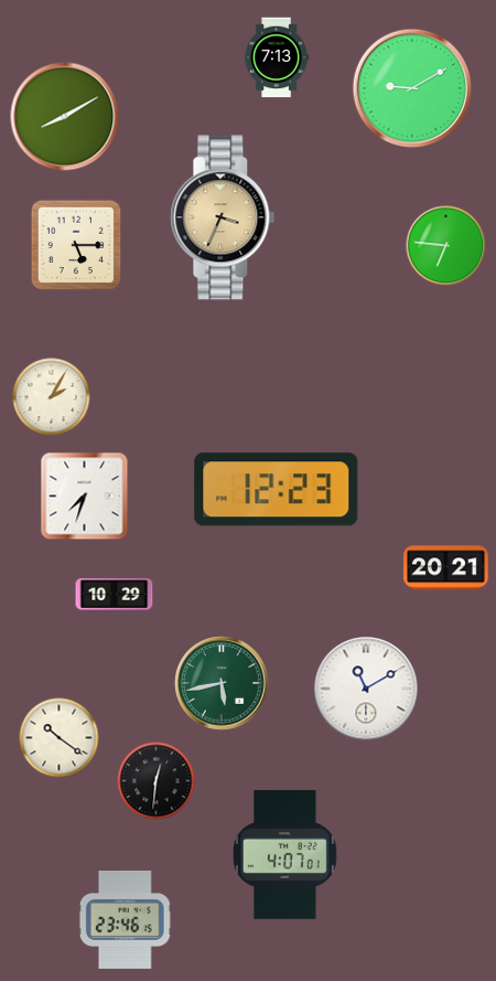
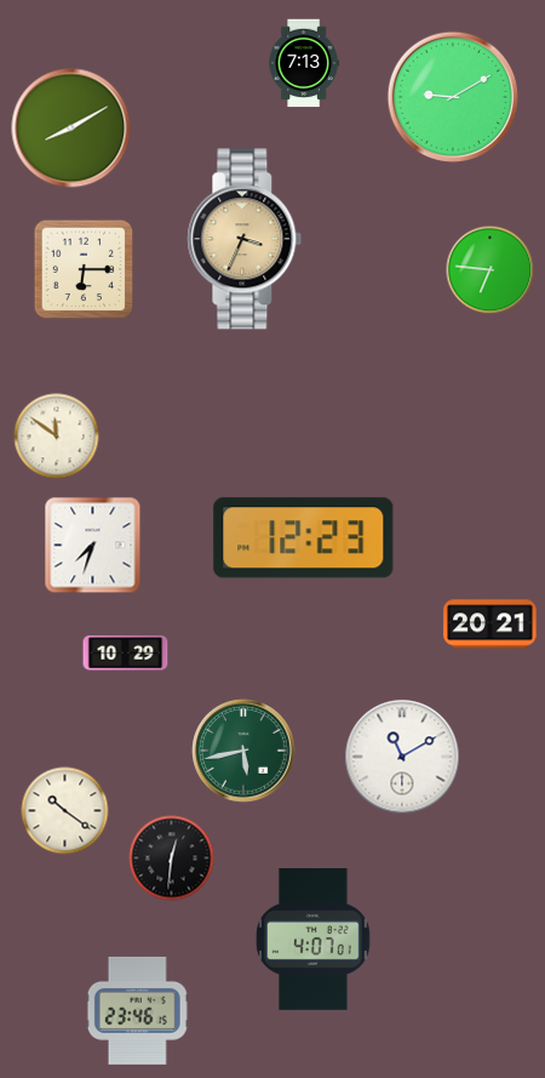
clock at (76, 245): 5:15 -> 6:15
clock at (52, 397): 2:05 -> 11:51
